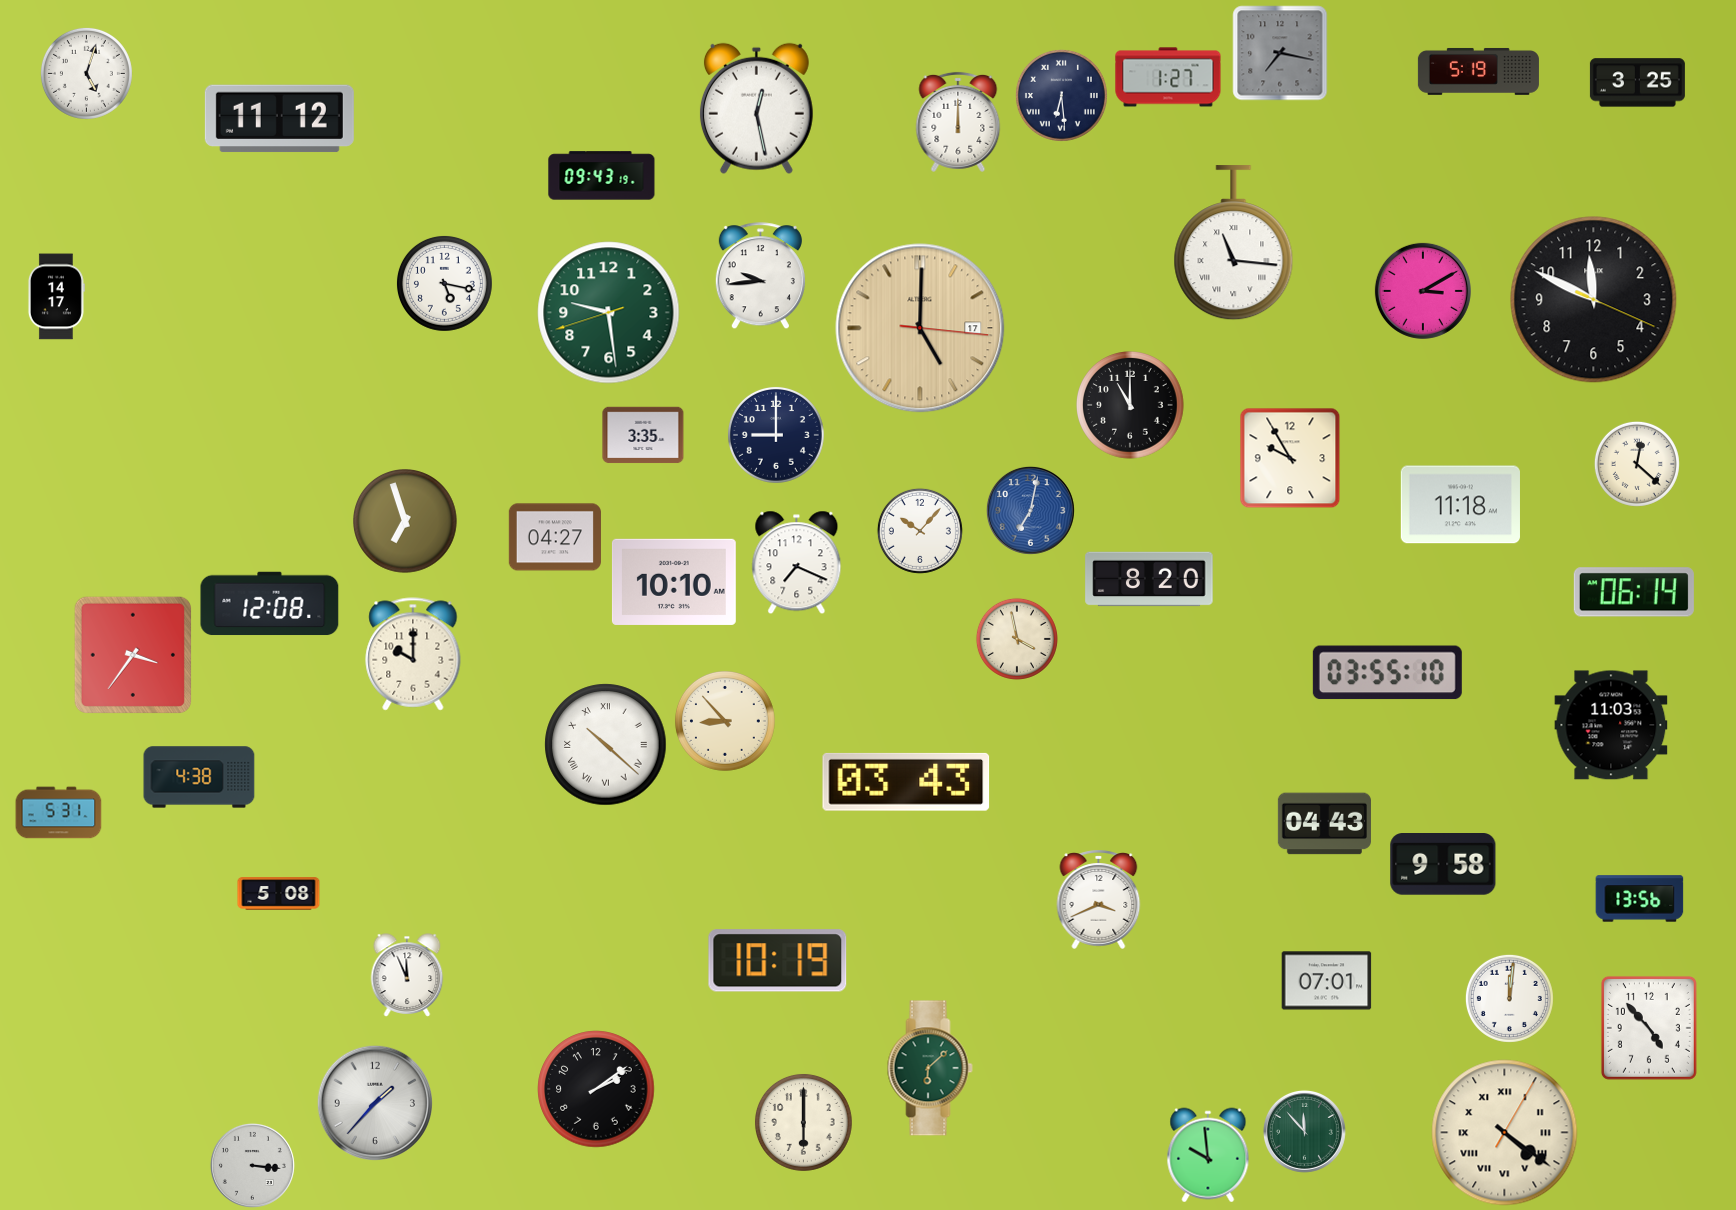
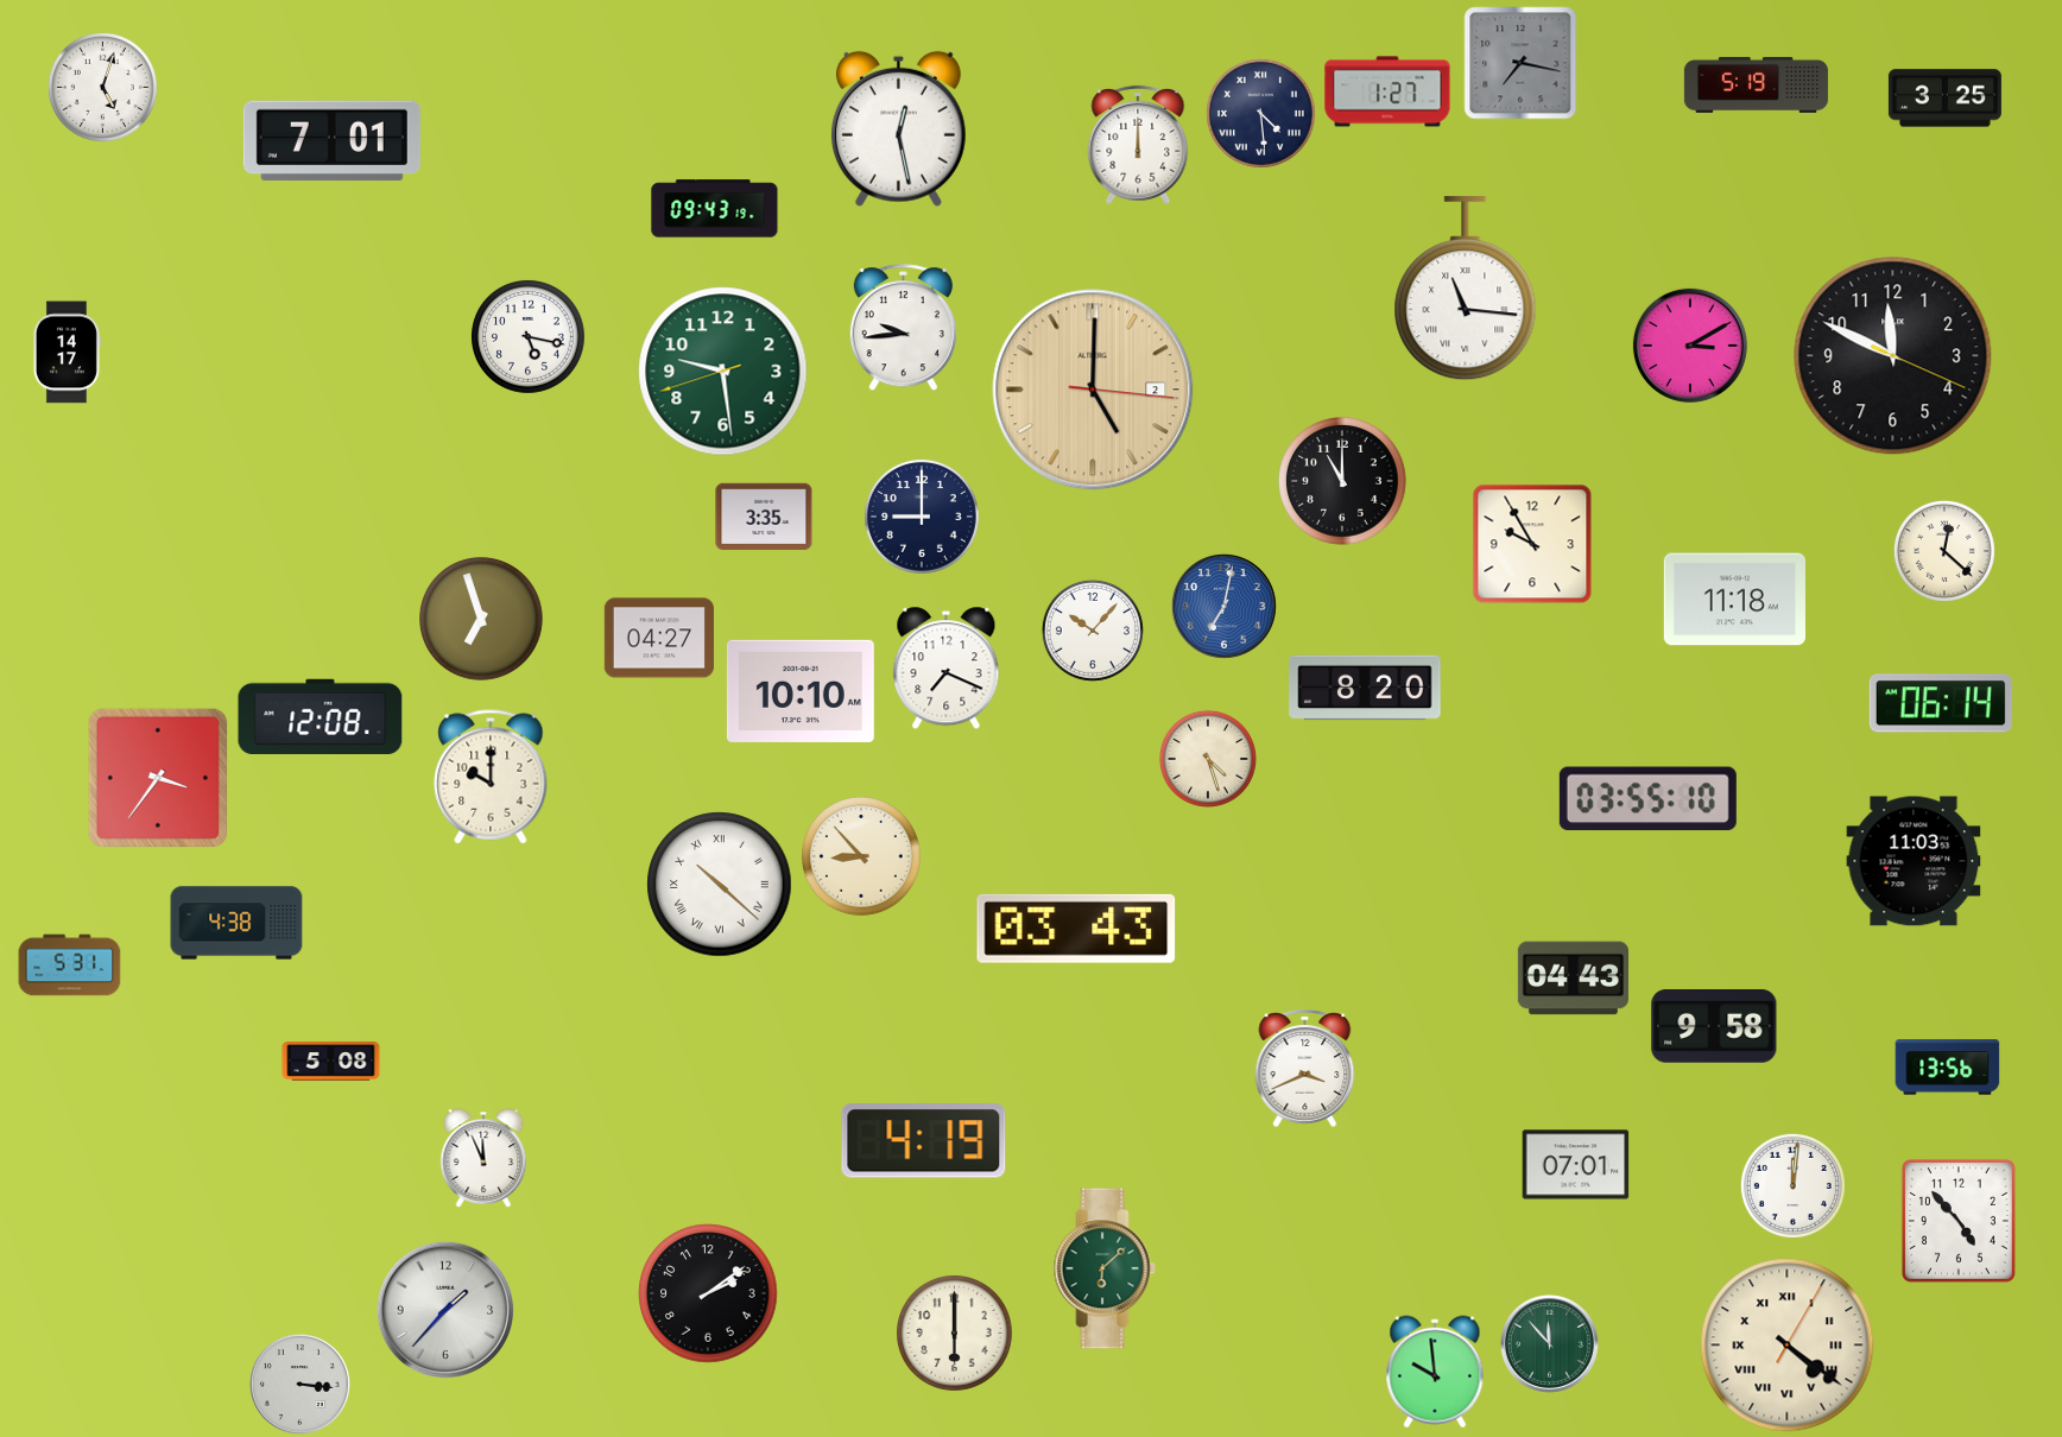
clock at (1061, 95): 6:29 -> 4:29
clock at (279, 119): 11:12 -> 7:01
clock at (920, 328) date: 17 -> 2
clock at (1017, 639): 3:58 -> 4:27
clock at (778, 961): 10:19 -> 4:19
